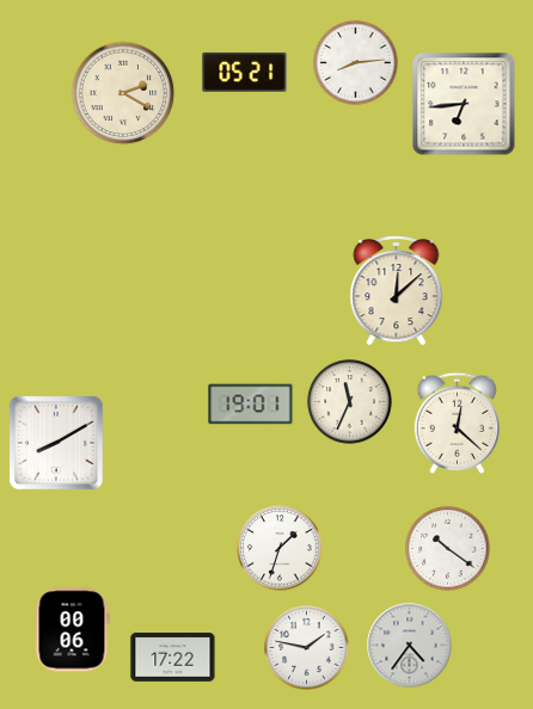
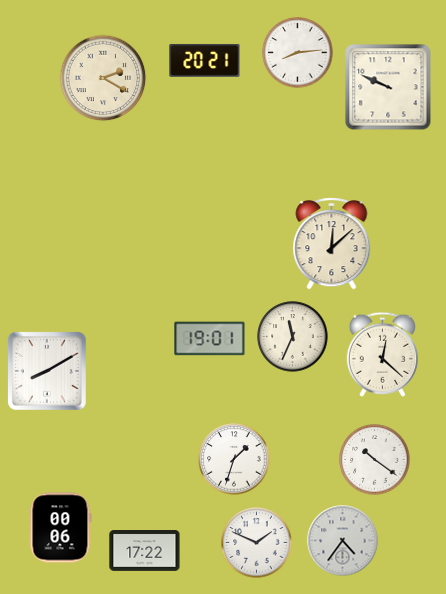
clock at (245, 73): 05:21 -> 20:21
clock at (464, 104): 6:44 -> 9:49
clock at (307, 648): 1:47 -> 1:49
